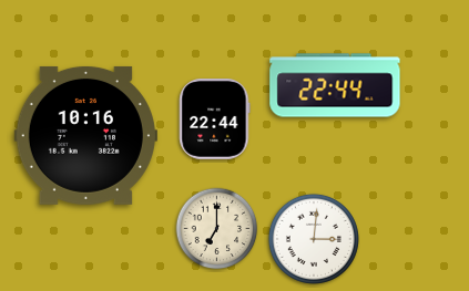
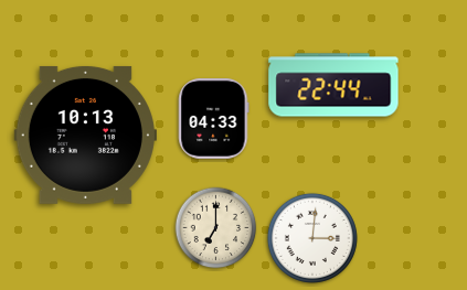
clock at (215, 119): 22:44 -> 04:33
clock at (85, 135): 10:16 -> 10:13
